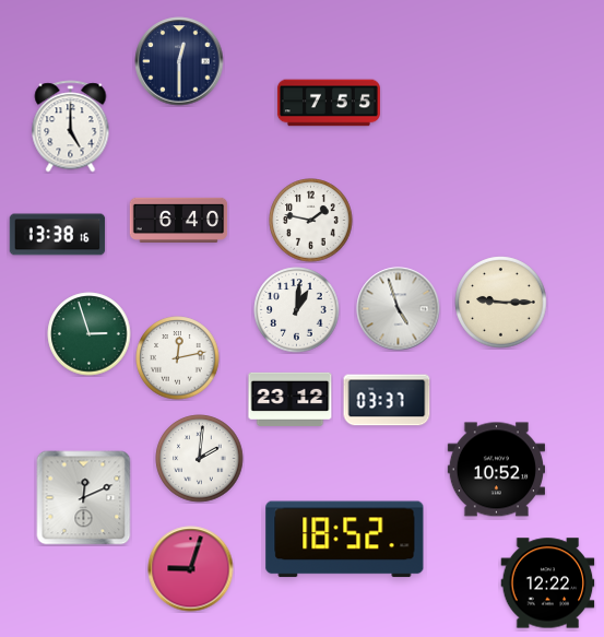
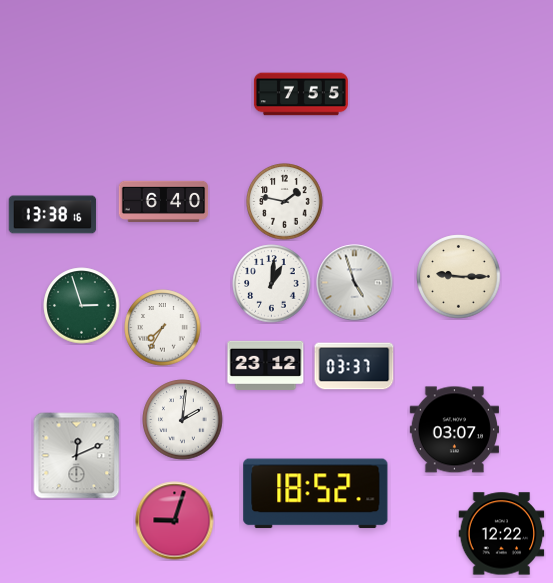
clock at (179, 61): 12:30 -> none
clock at (71, 127): 5:00 -> none
clock at (399, 309) position: (399, 309) -> (355, 283)
clock at (178, 358): 12:13 -> 7:35
clock at (496, 470): 10:52 -> 03:07
